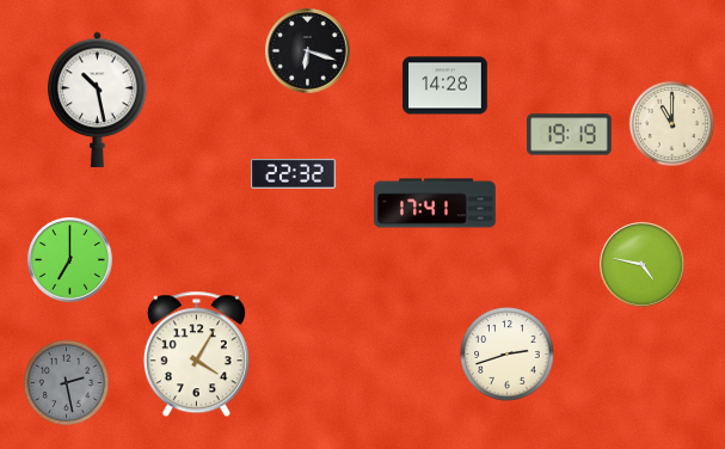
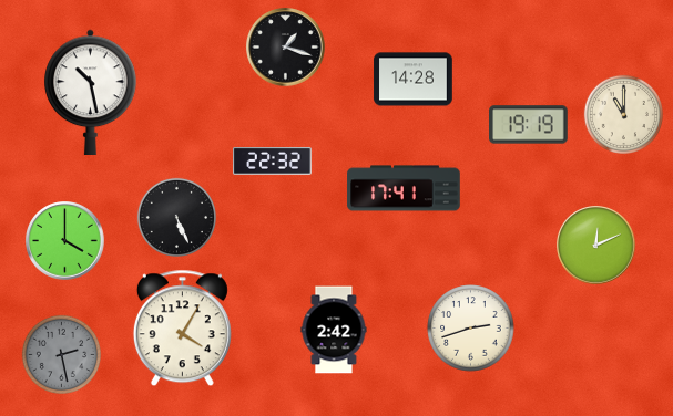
clock at (308, 51): 6:18 -> 1:18
clock at (176, 217): none -> 5:26
clock at (70, 260): 7:00 -> 4:00
clock at (643, 265): 4:47 -> 12:11
clock at (334, 330): none -> 2:42
